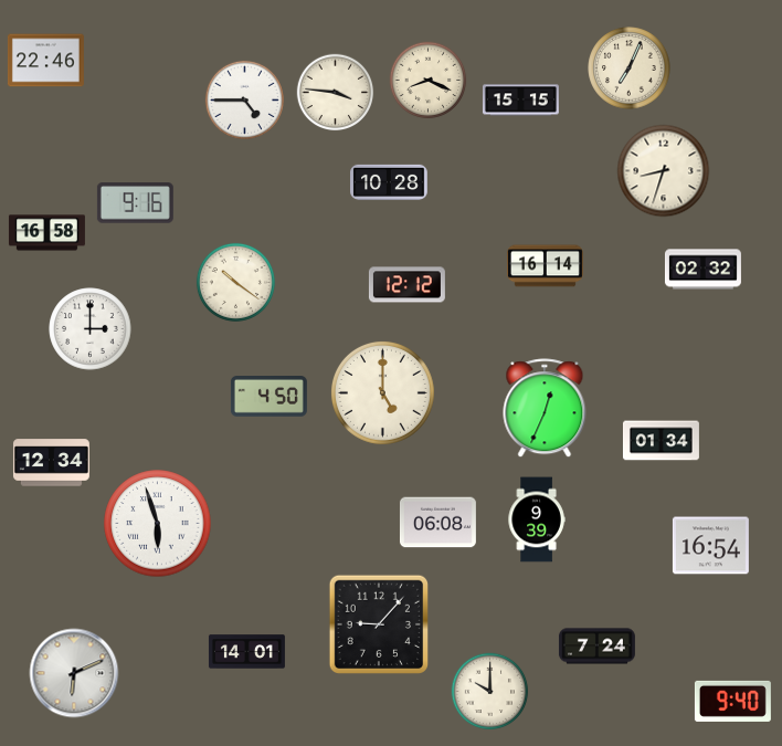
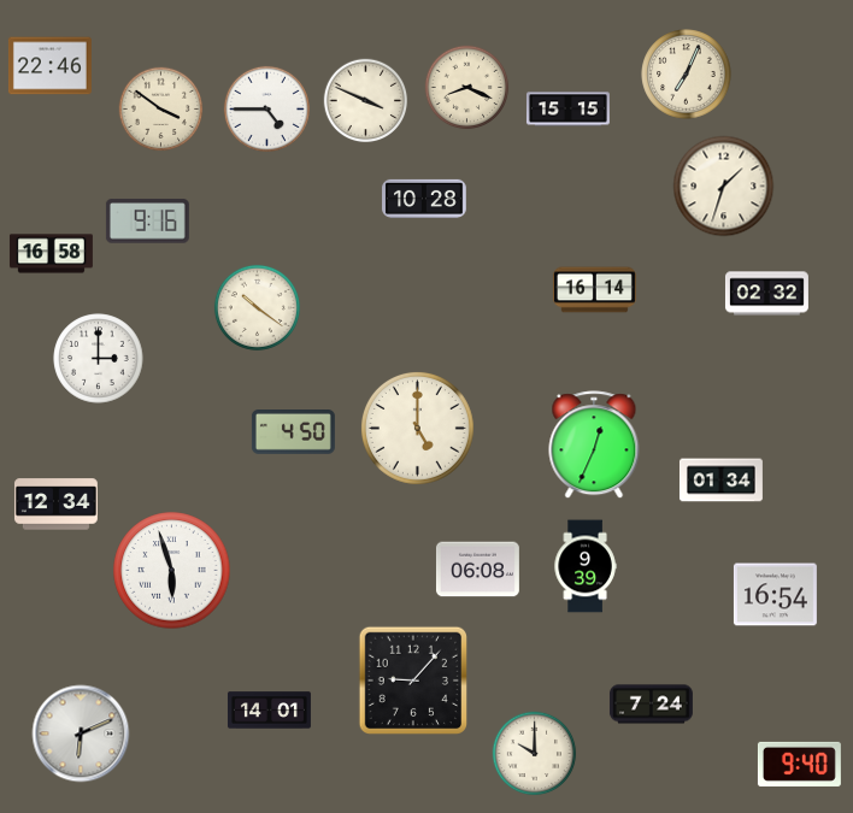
clock at (336, 93): 3:46 -> 3:49
clock at (161, 110): none -> 3:51
clock at (664, 171): 8:33 -> 1:33
clock at (406, 285): 12:12 -> none
